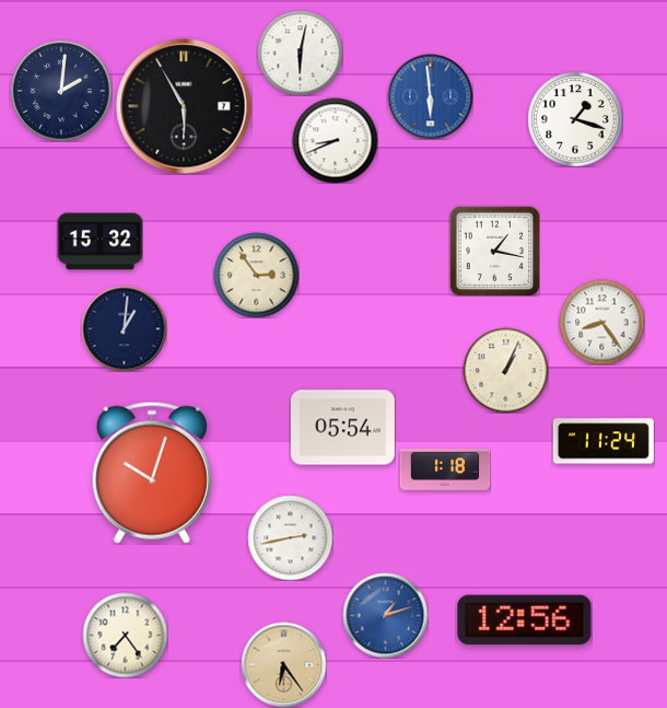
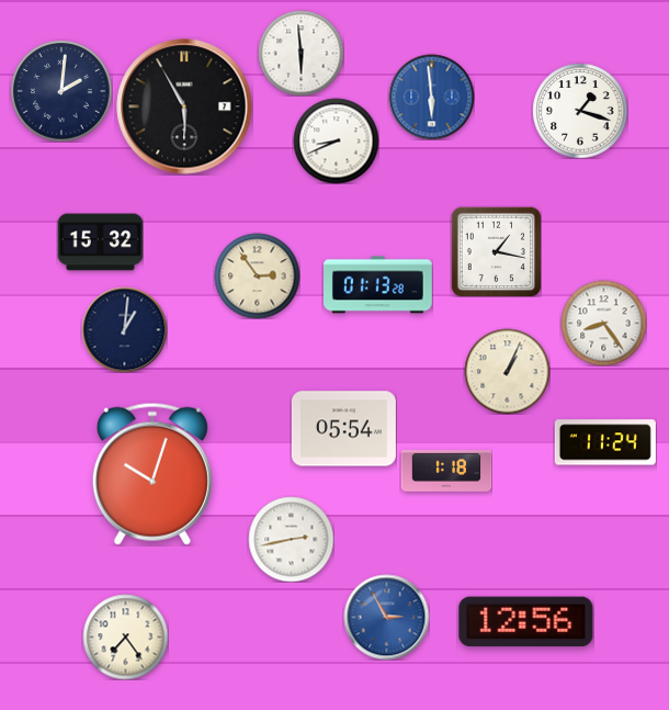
clock at (300, 53): 6:02 -> 5:59
clock at (575, 119) position: (575, 119) -> (580, 111)
clock at (378, 285): none -> 01:13
clock at (385, 615): 1:12 -> 2:55
clock at (283, 664): 6:24 -> none
